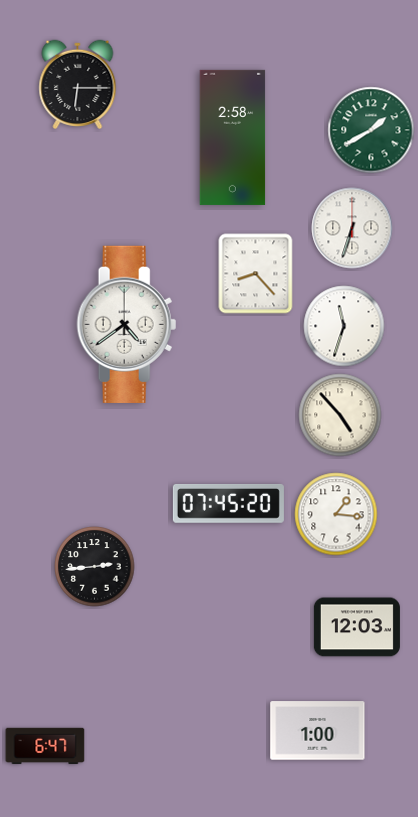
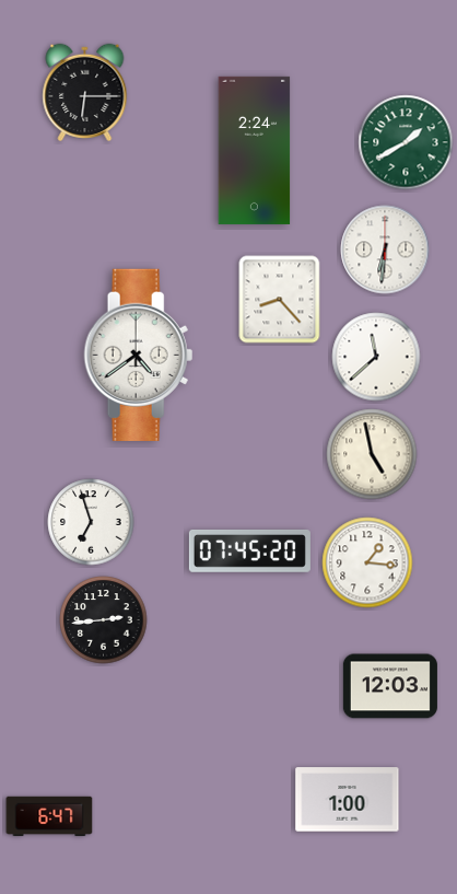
clock at (233, 137): 2:58 -> 2:24
clock at (352, 228): 6:33 -> 6:31
clock at (344, 326): 11:33 -> 11:38
clock at (340, 415): 4:53 -> 4:58
clock at (91, 522): none -> 6:57
